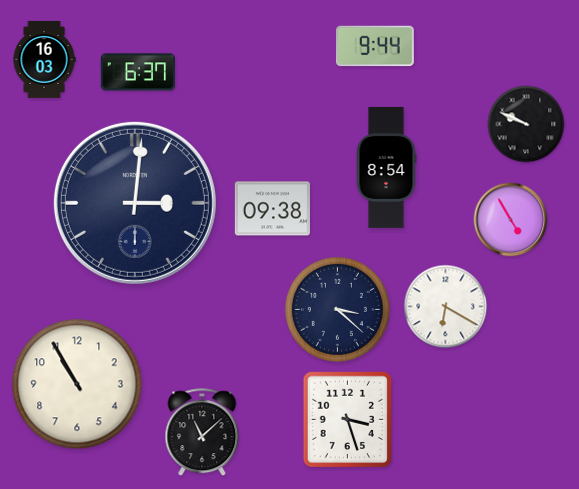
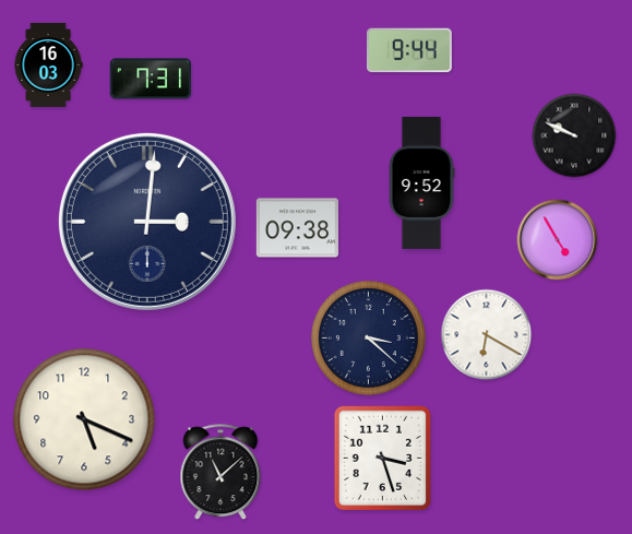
clock at (137, 72): 6:37 -> 7:31
clock at (386, 167): 8:54 -> 9:52
clock at (77, 384): 10:55 -> 5:19
clock at (347, 419) position: (347, 419) -> (382, 458)
